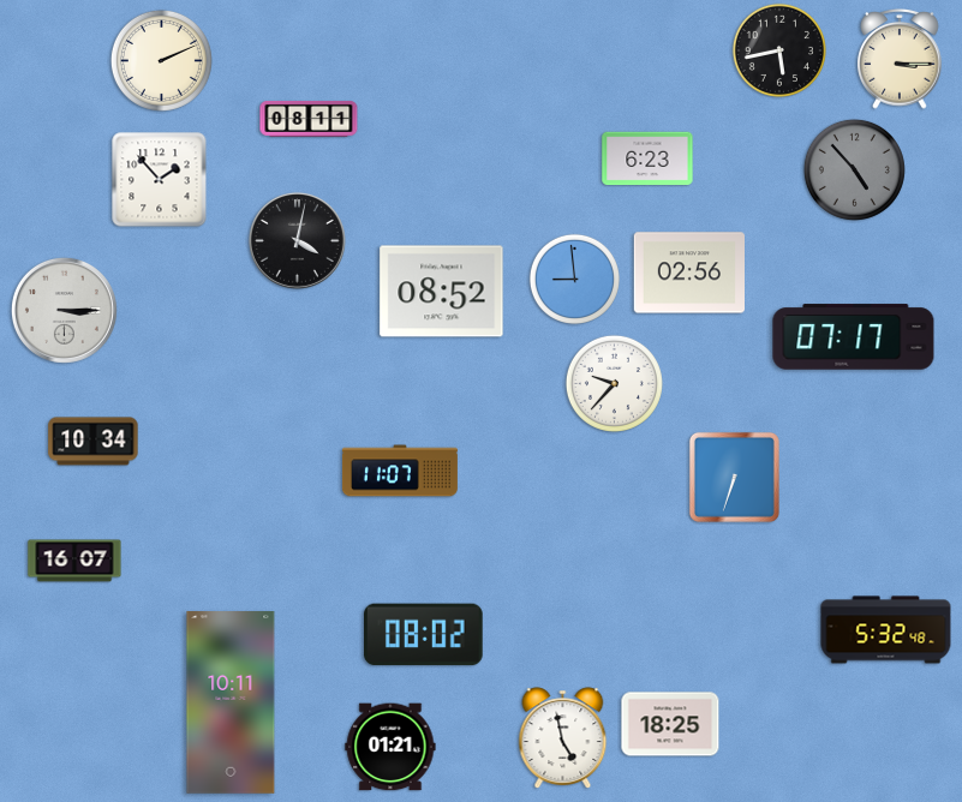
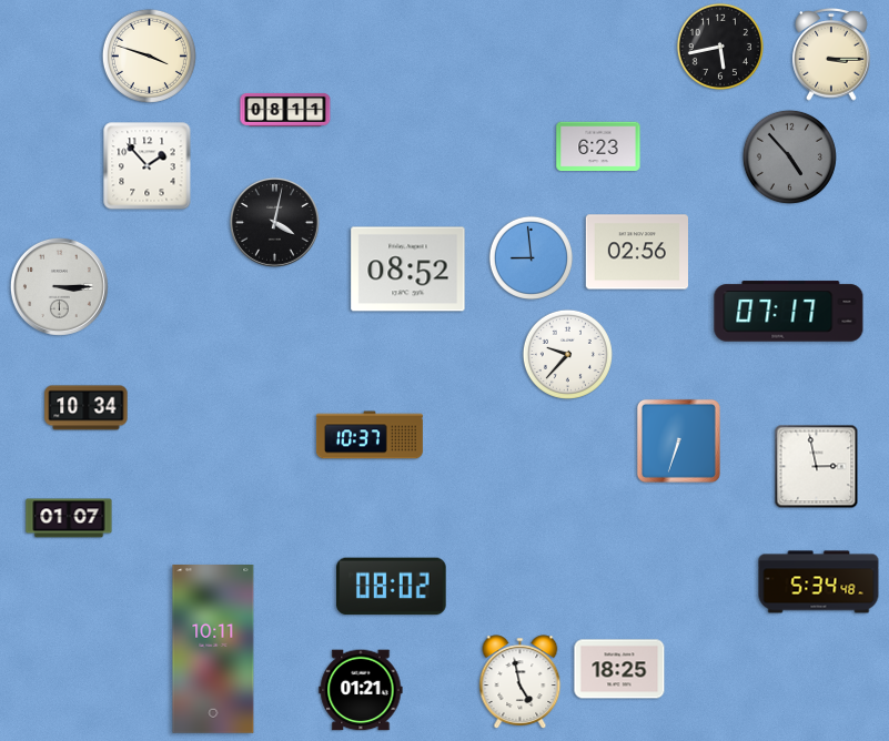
clock at (161, 60): 2:11 -> 3:48
clock at (400, 471): 11:07 -> 10:37
clock at (817, 467): none -> 2:58
clock at (74, 561): 16:07 -> 01:07
clock at (886, 630): 5:32 -> 5:34
